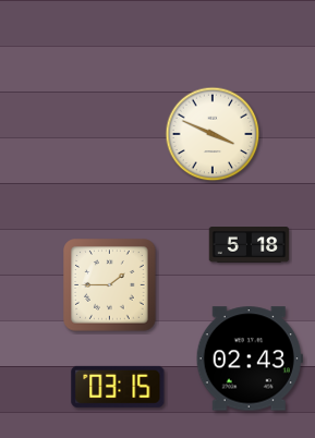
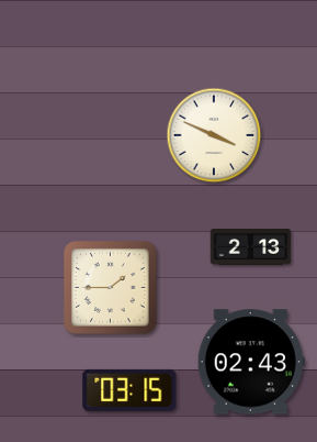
clock at (250, 245): 5:18 -> 2:13
clock at (118, 387) position: (118, 387) -> (129, 390)
